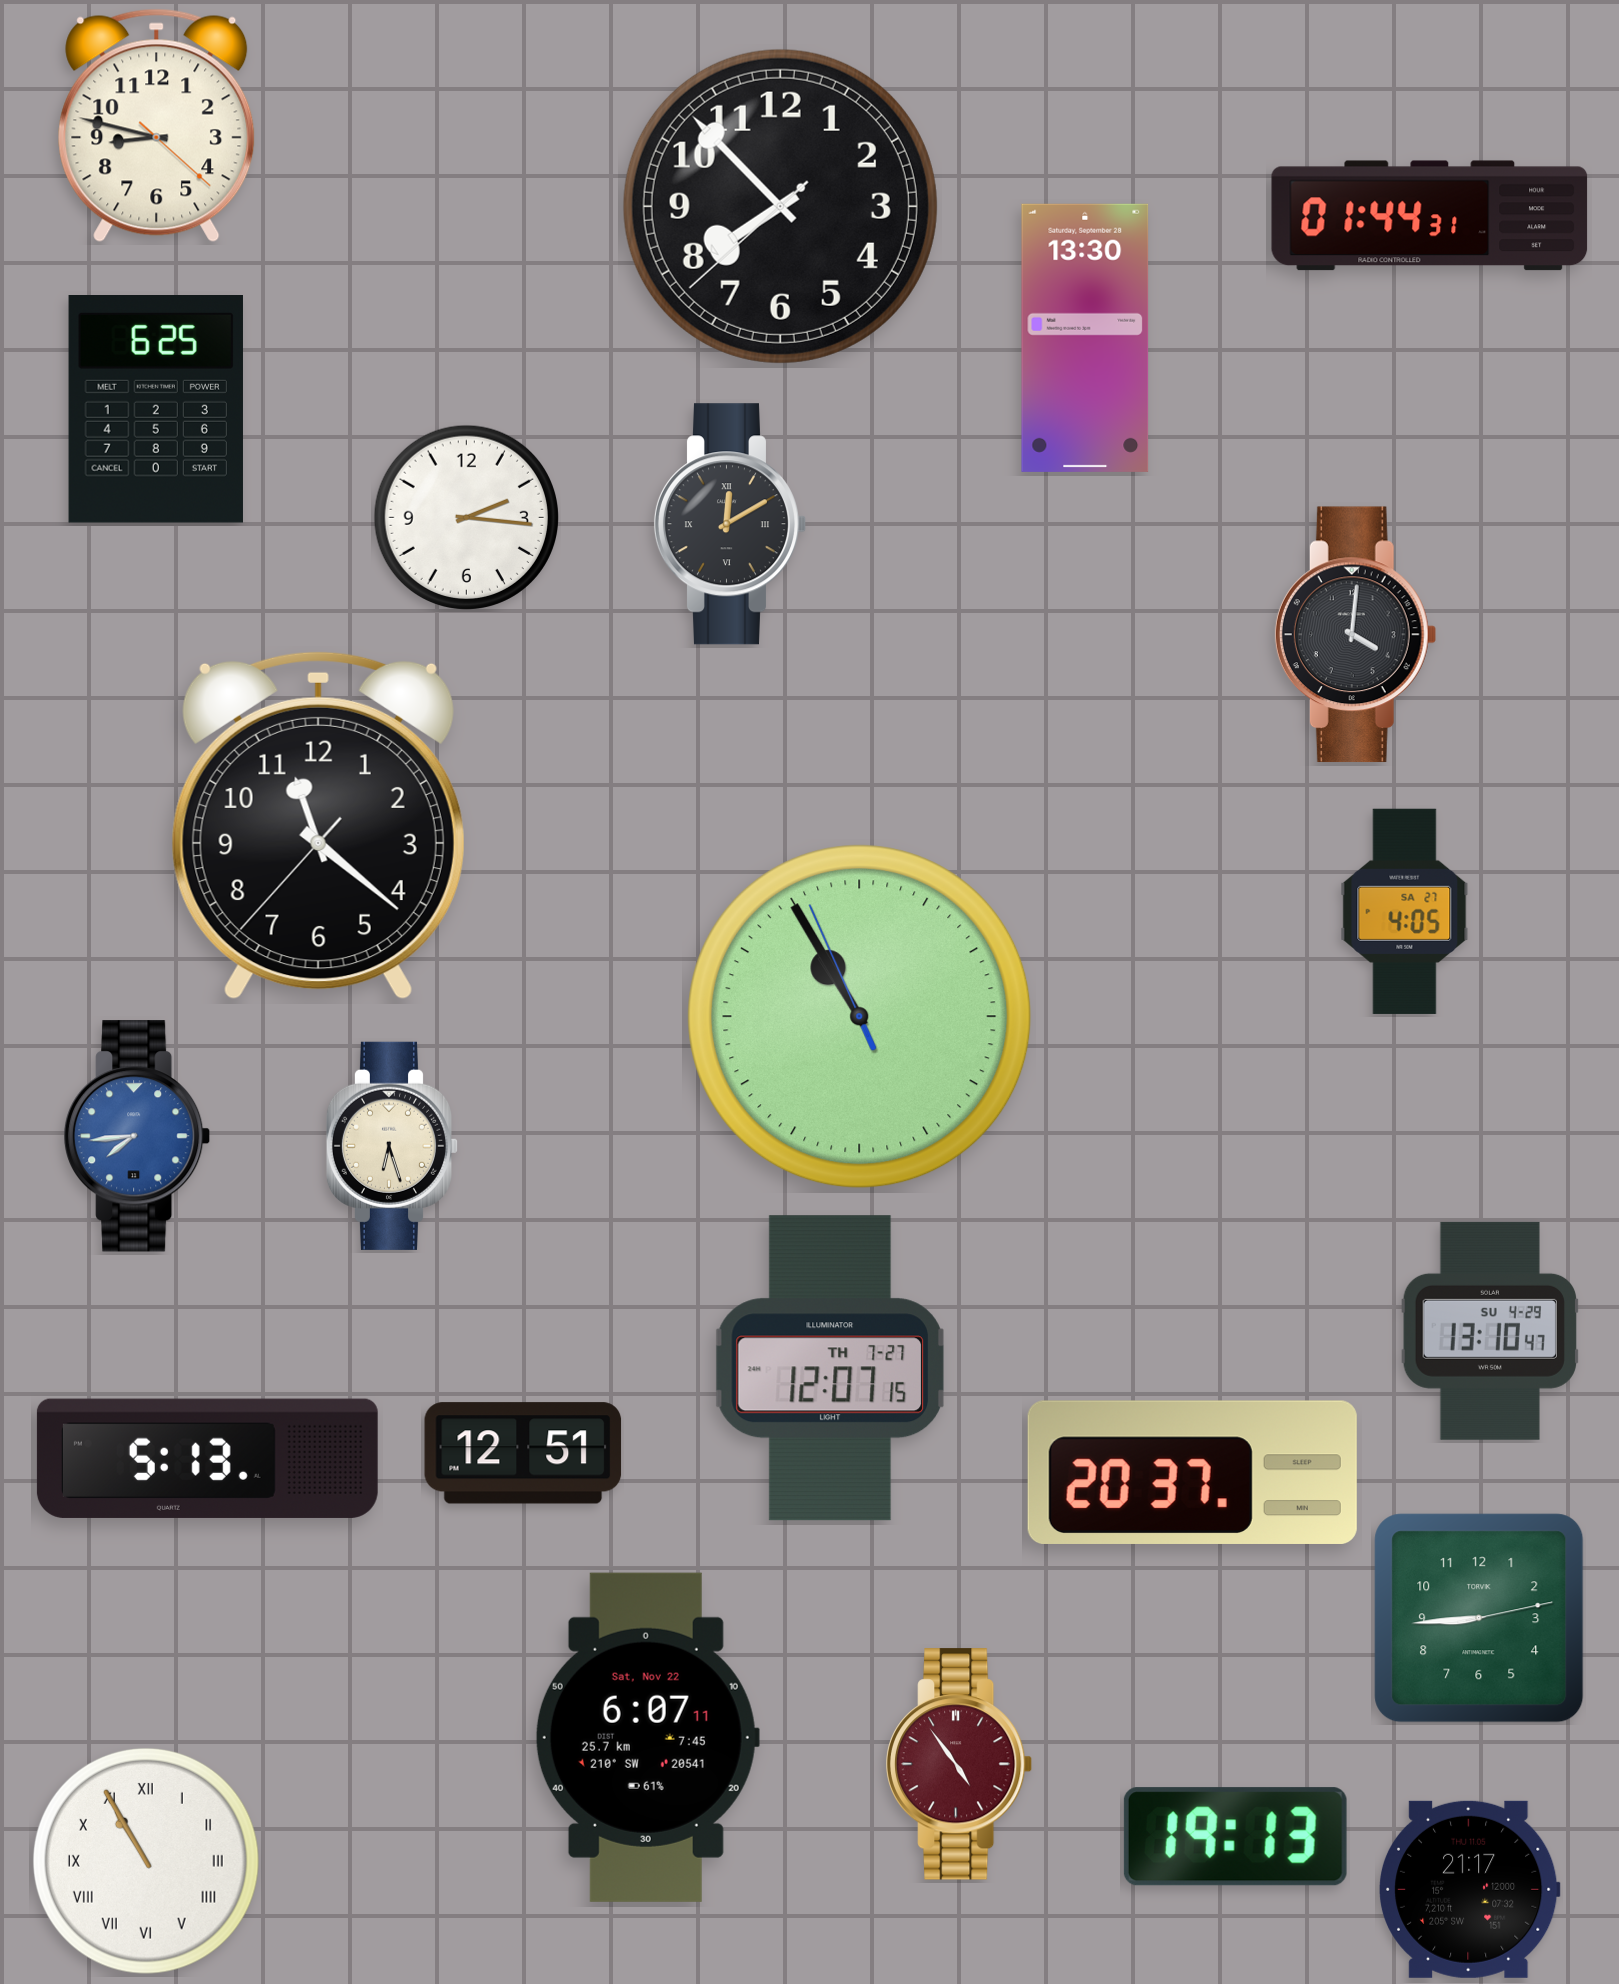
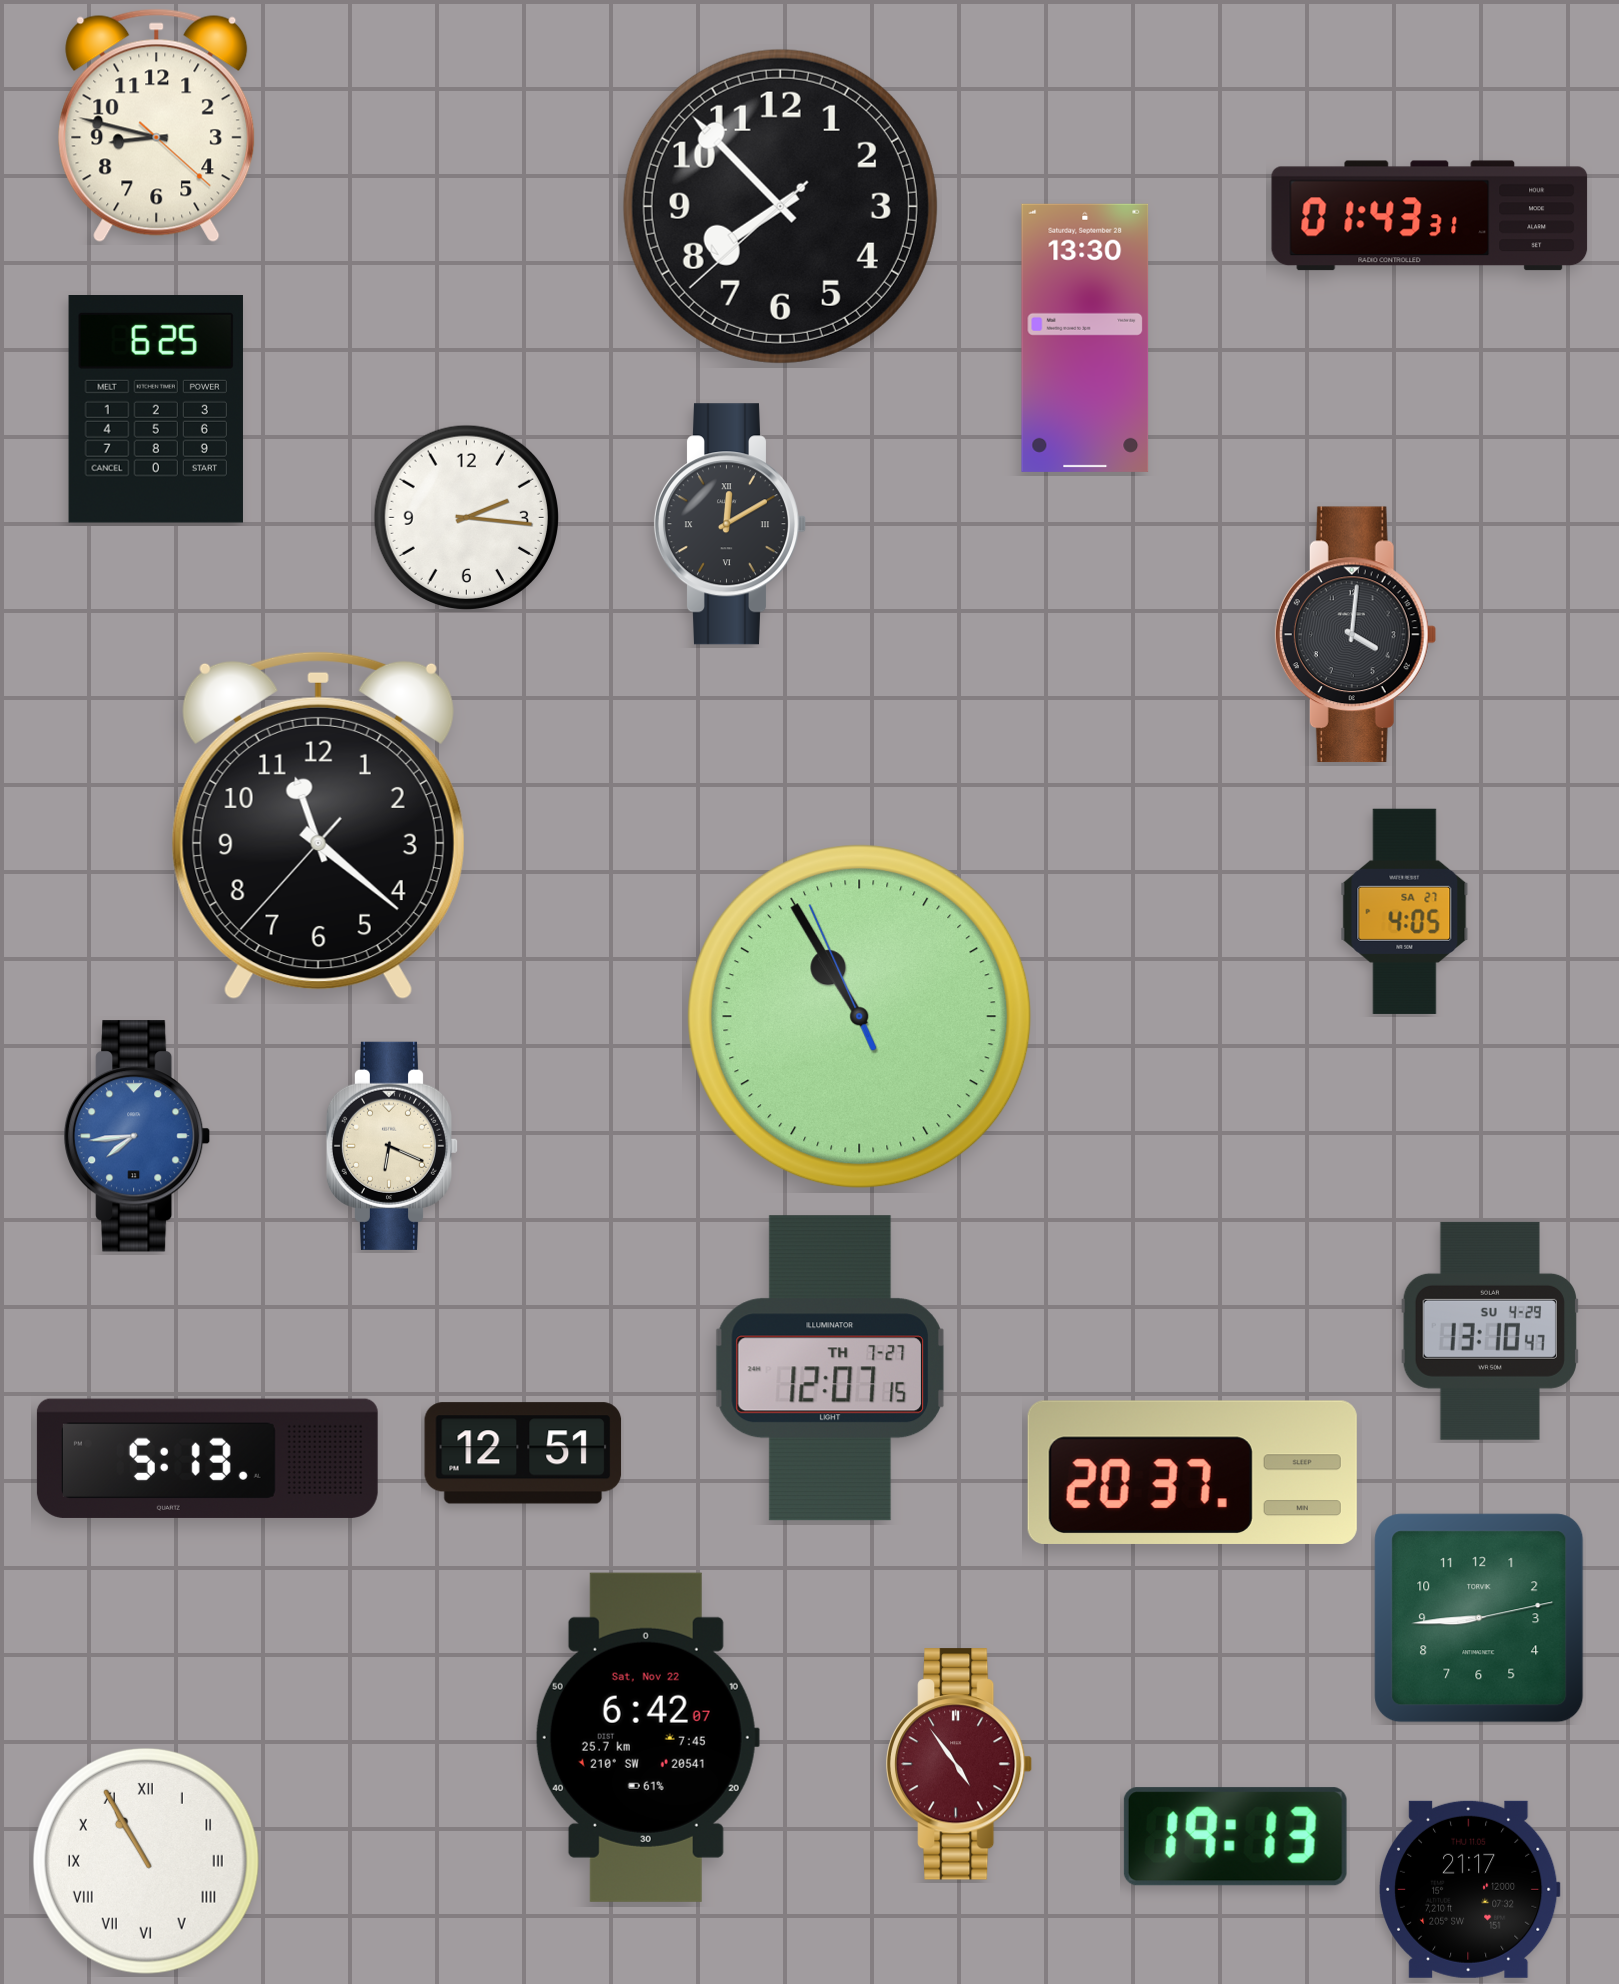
clock at (1430, 216): 01:44 -> 01:43
clock at (391, 1146): 6:27 -> 6:19
clock at (647, 1737): 6:07 -> 6:42
